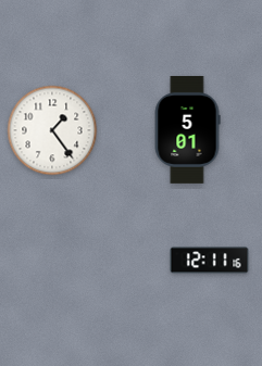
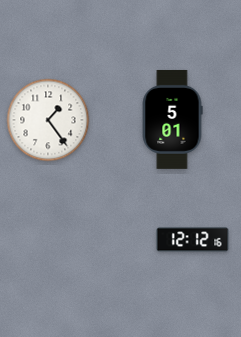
clock at (210, 261): 12:11 -> 12:12
